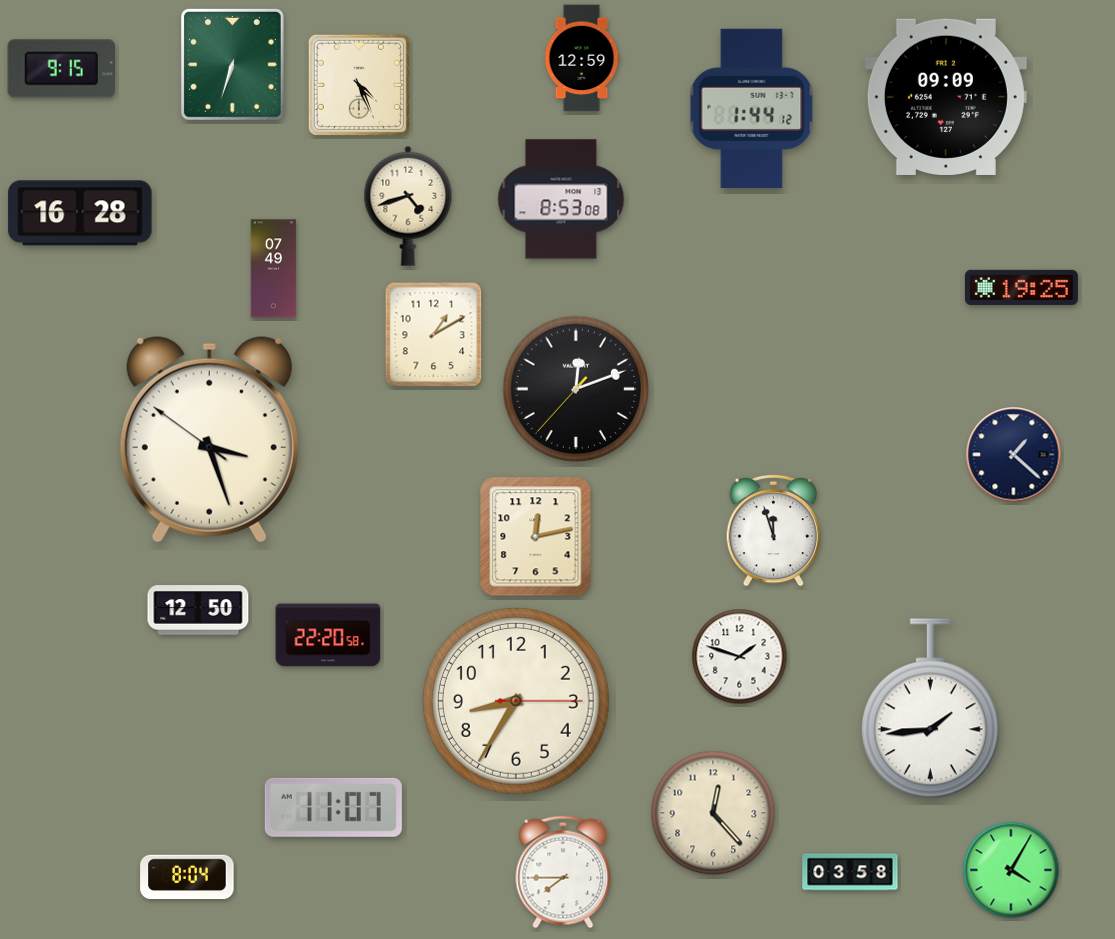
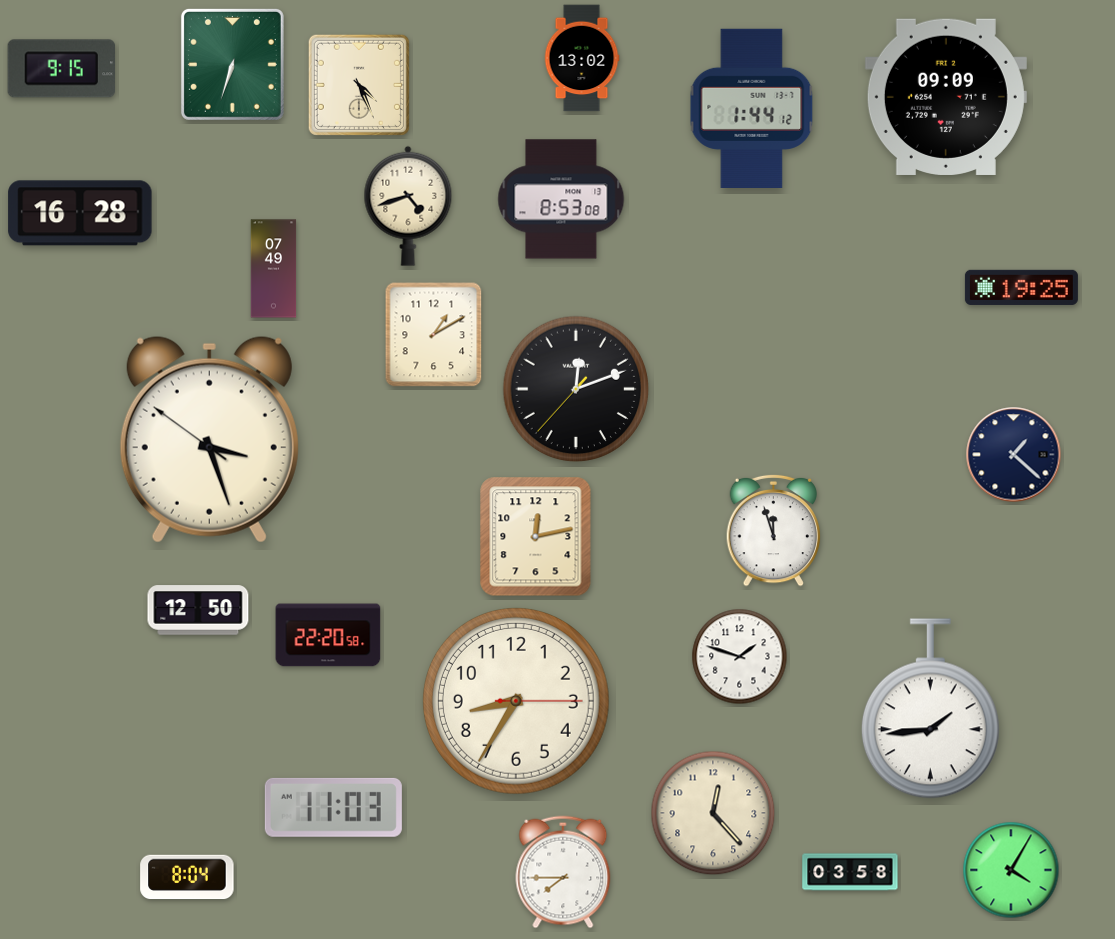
clock at (582, 58): 12:59 -> 13:02
clock at (333, 807): 11:07 -> 11:03
